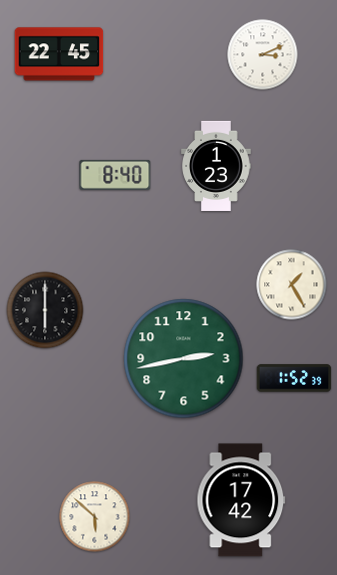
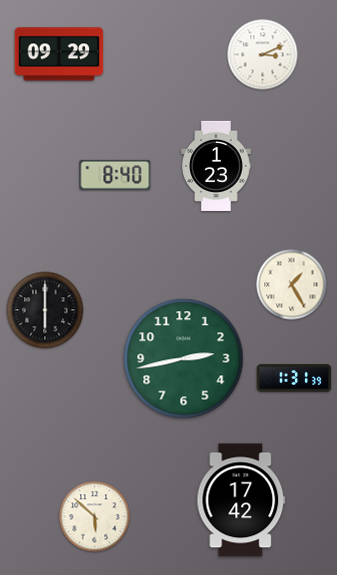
clock at (59, 54): 22:45 -> 09:29
clock at (294, 378): 1:52 -> 1:31
